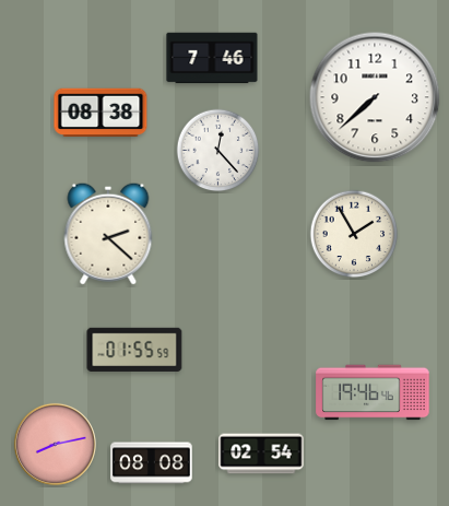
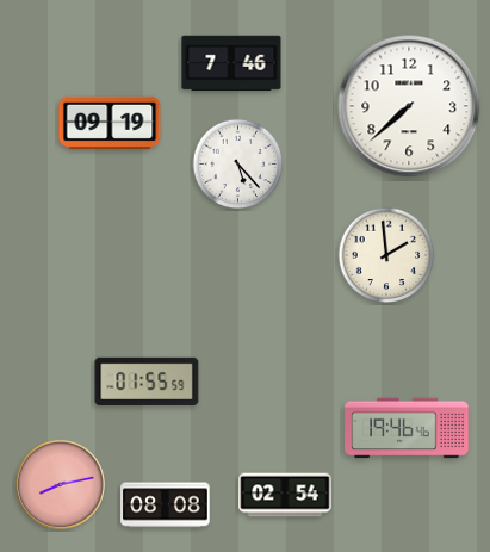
clock at (101, 113): 08:38 -> 09:19
clock at (218, 151): 12:23 -> 5:23
clock at (108, 234): 2:22 -> none
clock at (354, 234): 1:55 -> 1:59
